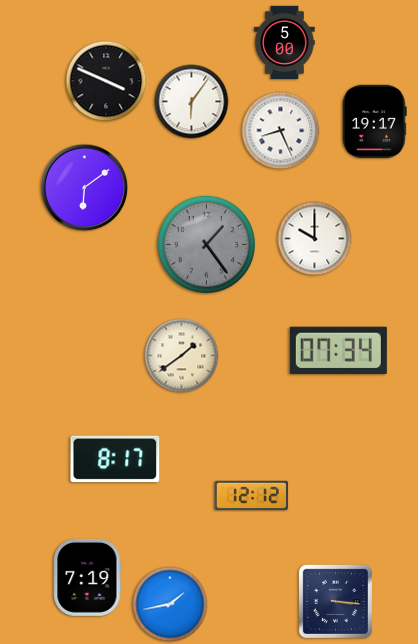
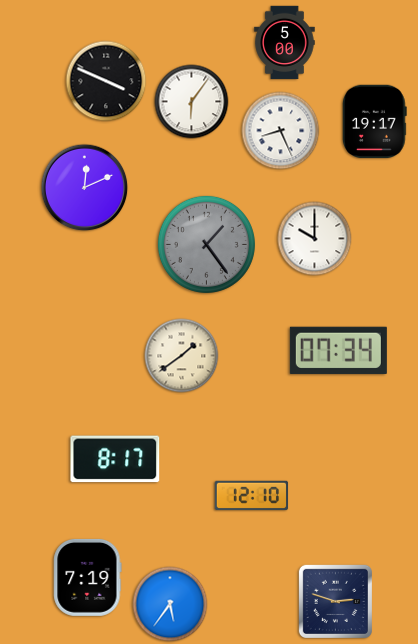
clock at (85, 188): 6:09 -> 12:11
clock at (252, 496): 12:12 -> 12:10
clock at (335, 601): 3:16 -> 2:48
clock at (170, 604): 1:43 -> 5:36
